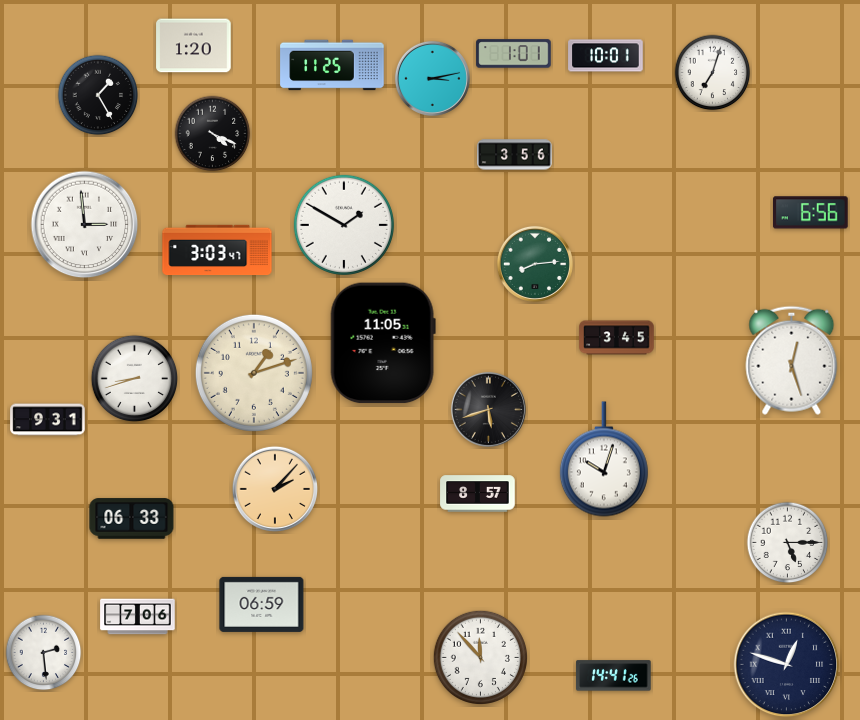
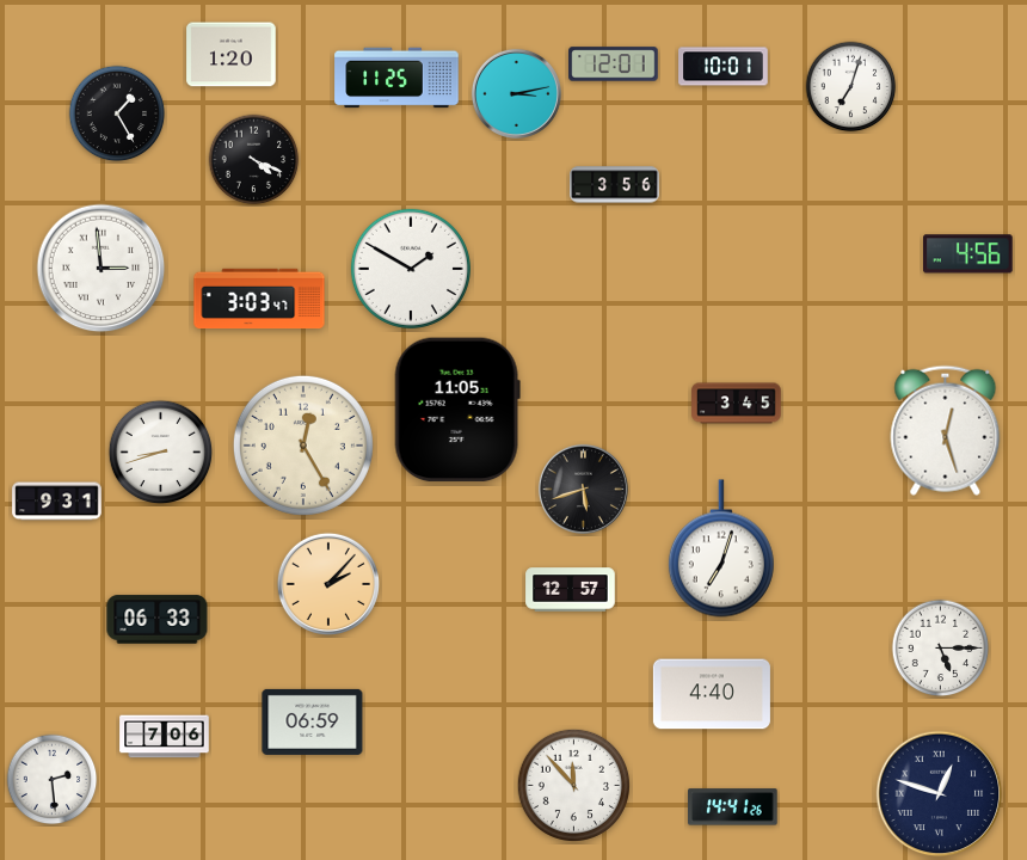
clock at (514, 54): 1:01 -> 12:01
clock at (811, 213): 6:56 -> 4:56
clock at (535, 264): 8:14 -> none
clock at (254, 373): 1:12 -> 12:25
clock at (604, 459): 10:03 -> 7:03
clock at (478, 494): 8:57 -> 12:57
clock at (712, 694): none -> 4:40
